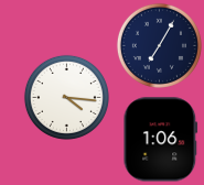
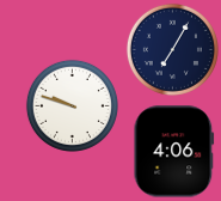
clock at (66, 97): 4:16 -> 9:48
clock at (161, 140): 1:06 -> 4:06
